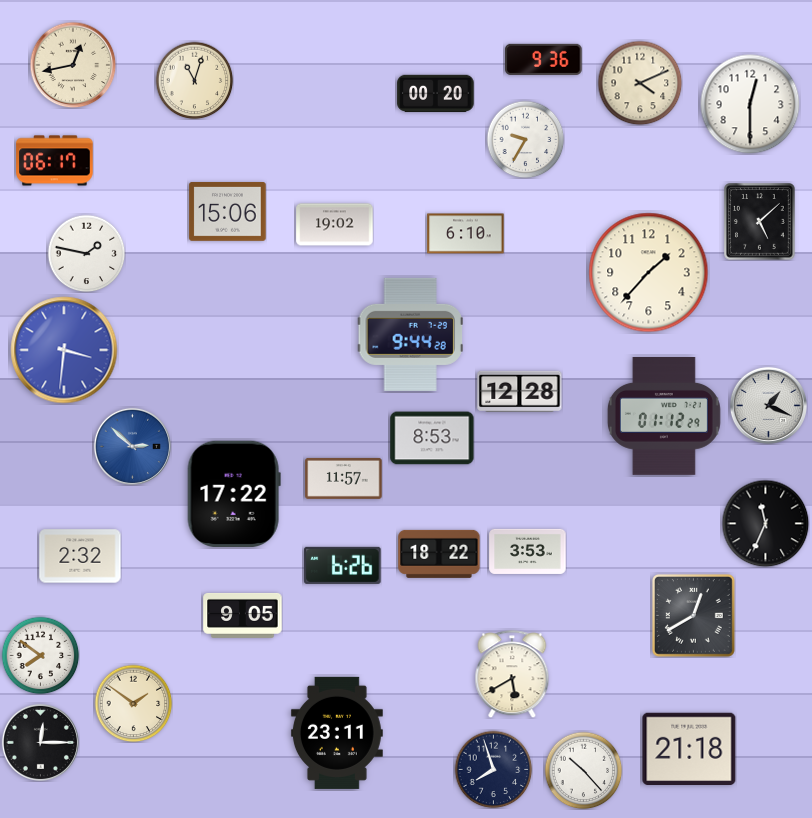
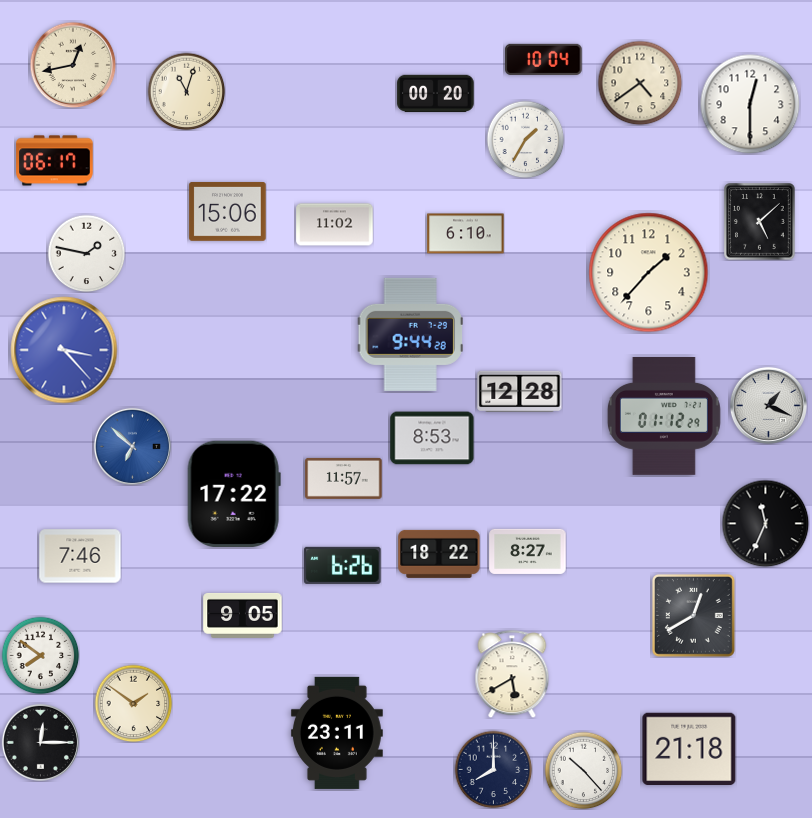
clock at (544, 59): 9:36 -> 10:04
clock at (194, 80) position: (194, 80) -> (186, 91)
clock at (640, 83): 4:11 -> 4:39
clock at (525, 139): 9:35 -> 1:35
clock at (335, 225): 19:02 -> 11:02
clock at (64, 350): 3:31 -> 3:23
clock at (132, 446): 2:52 -> 6:52
clock at (528, 551): 3:53 -> 8:27
clock at (80, 556): 2:32 -> 7:46
clock at (493, 769): 7:57 -> 8:00
